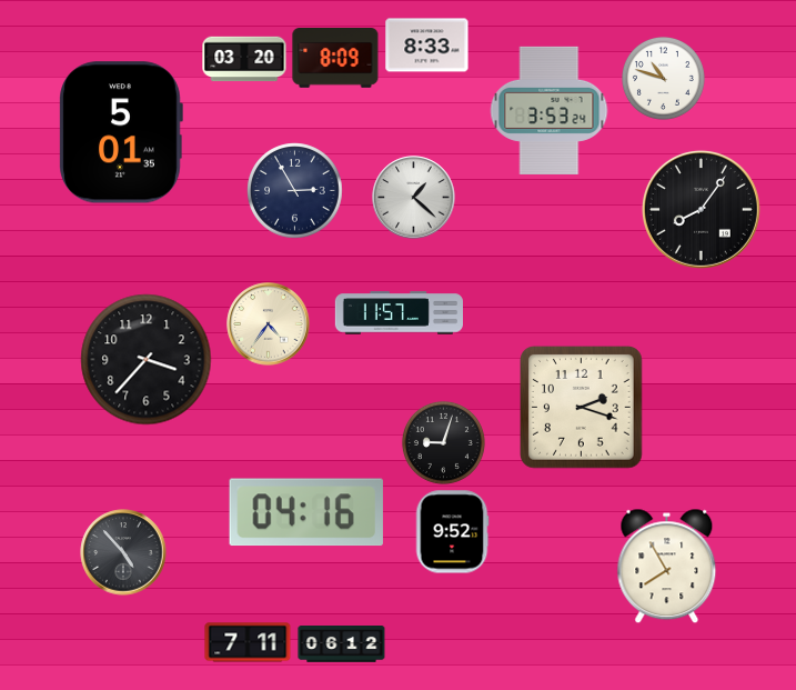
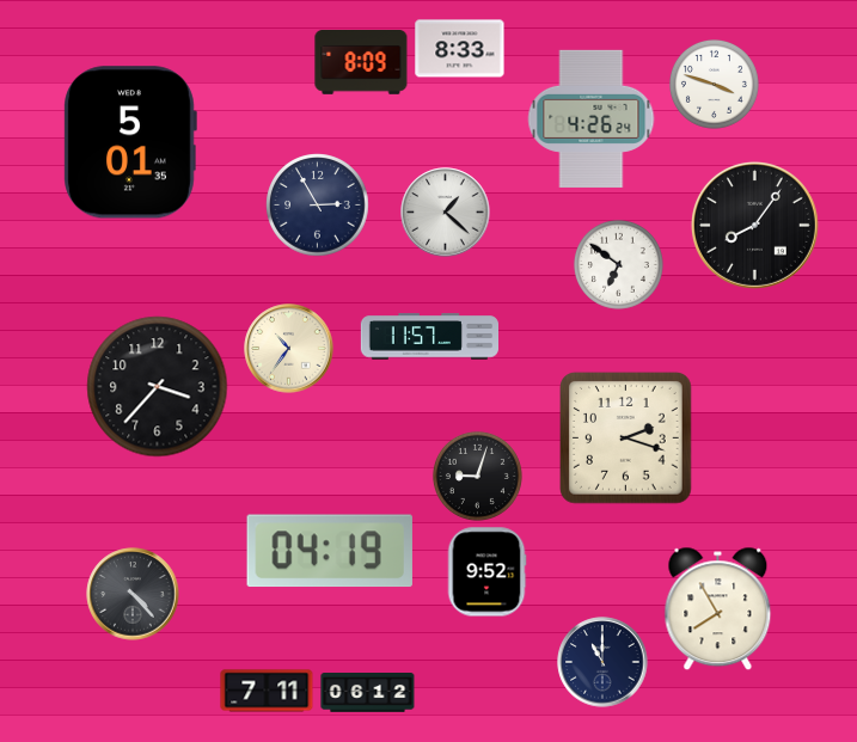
clock at (244, 59): 03:20 -> none
clock at (663, 78): 10:48 -> 3:48
clock at (550, 110): 3:53 -> 4:26
clock at (618, 264): none -> 6:51
clock at (269, 324): 4:36 -> 10:36
clock at (306, 512): 04:16 -> 04:19
clock at (123, 552): 4:53 -> 4:23
clock at (602, 662): none -> 11:00
